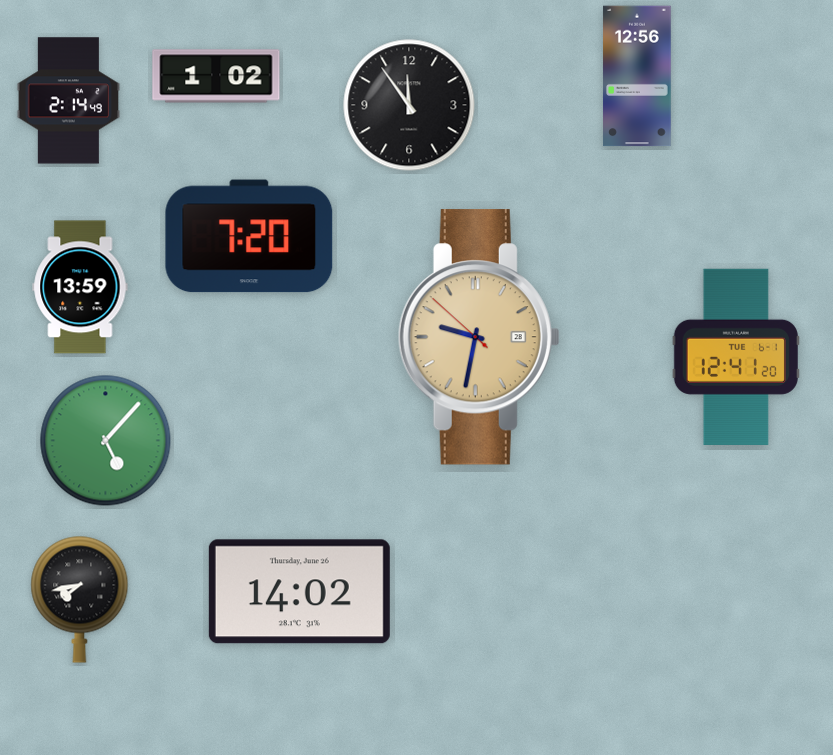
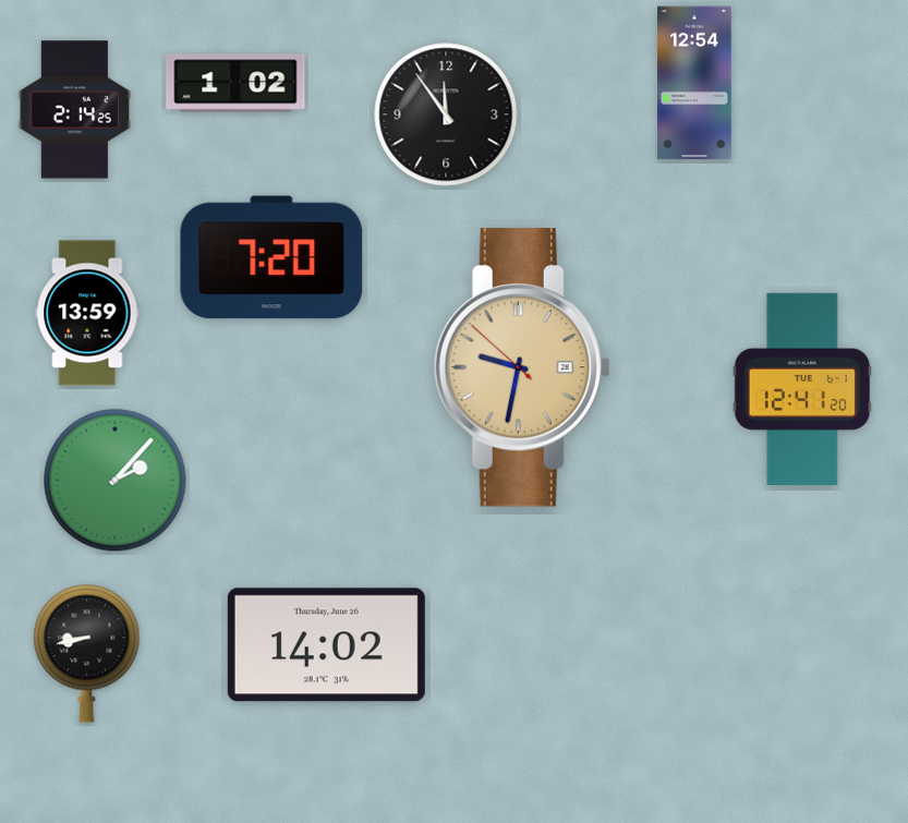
clock at (637, 76): 12:56 -> 12:54
clock at (69, 101): 2:14:49 -> 2:14:25
clock at (106, 441): 5:07 -> 2:07
clock at (80, 599): 7:43 -> 8:43
